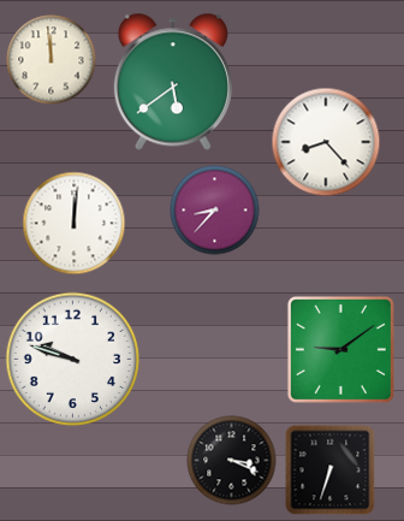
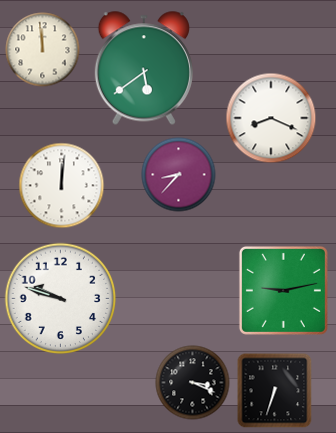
clock at (326, 142): 8:23 -> 8:19
clock at (340, 349): 9:09 -> 9:13
